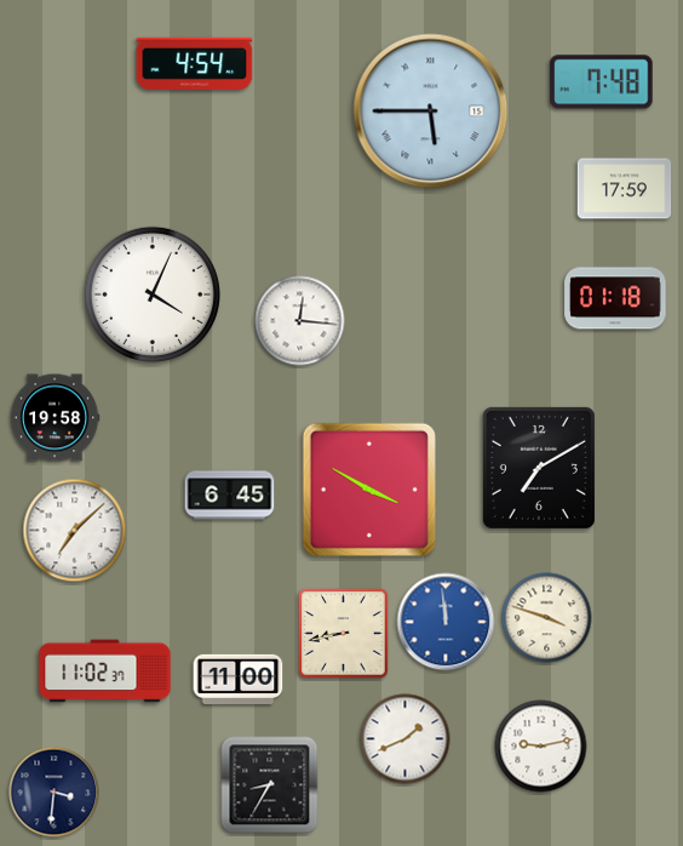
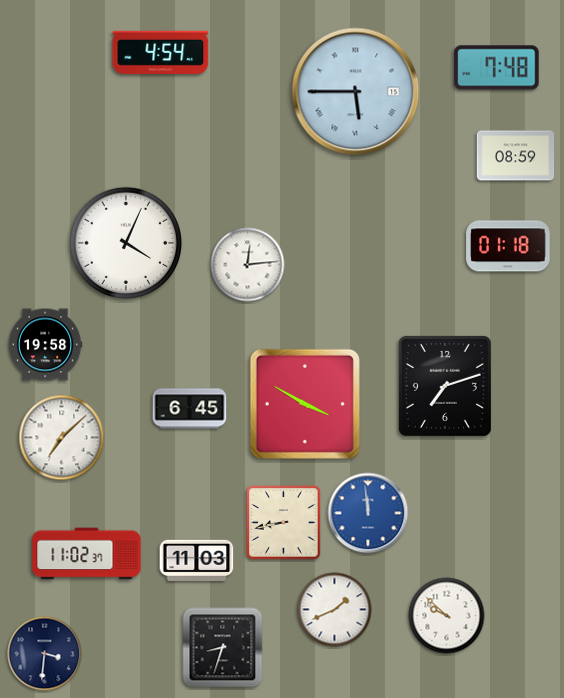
clock at (625, 189): 17:59 -> 08:59
clock at (300, 321): 12:16 -> 12:14
clock at (539, 468): 7:10 -> 7:12
clock at (547, 618): 3:48 -> none
clock at (239, 679): 11:00 -> 11:03
clock at (541, 747): 9:13 -> 9:52
clock at (270, 785): 8:35 -> 8:33
